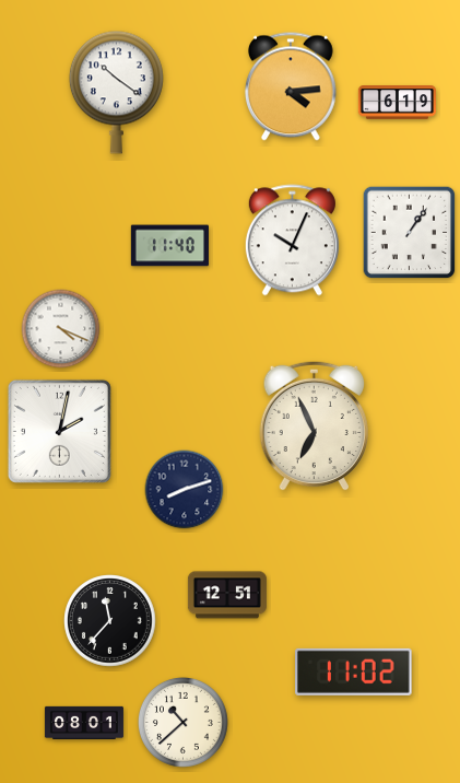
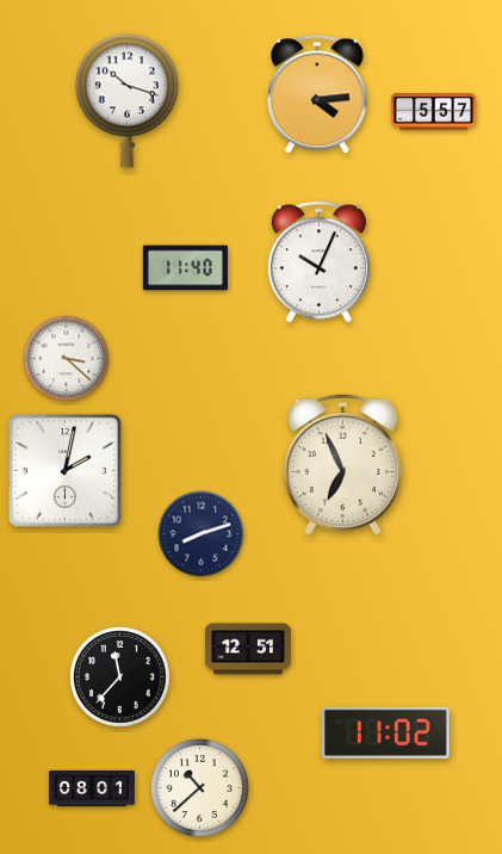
clock at (116, 92): 10:21 -> 10:18
clock at (397, 103): 6:19 -> 5:57
clock at (410, 233): 1:06 -> none
clock at (61, 329): 4:19 -> 3:22
